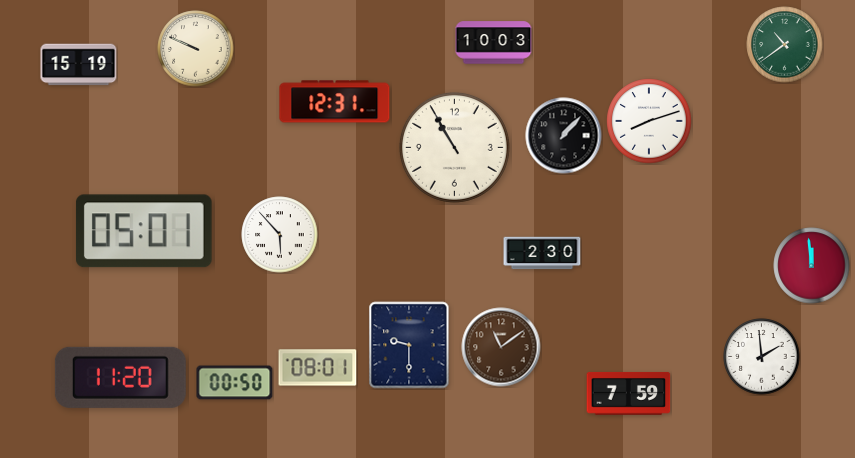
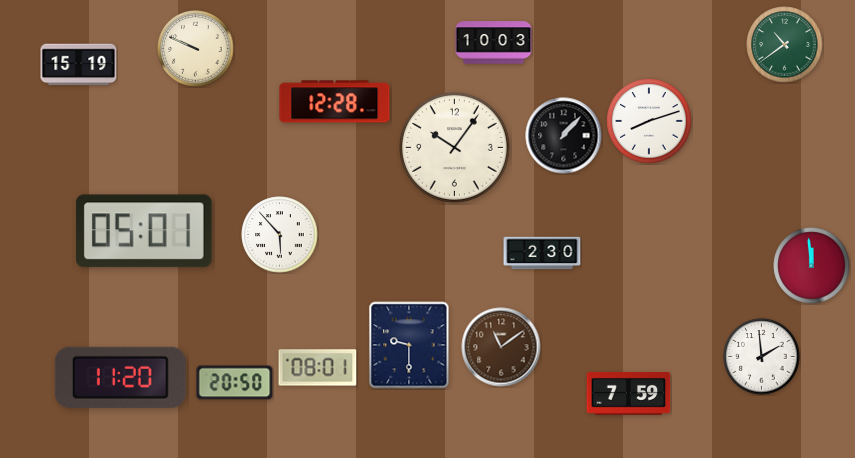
clock at (335, 102): 12:31 -> 12:28
clock at (454, 147): 10:55 -> 10:06
clock at (235, 383): 00:50 -> 20:50
